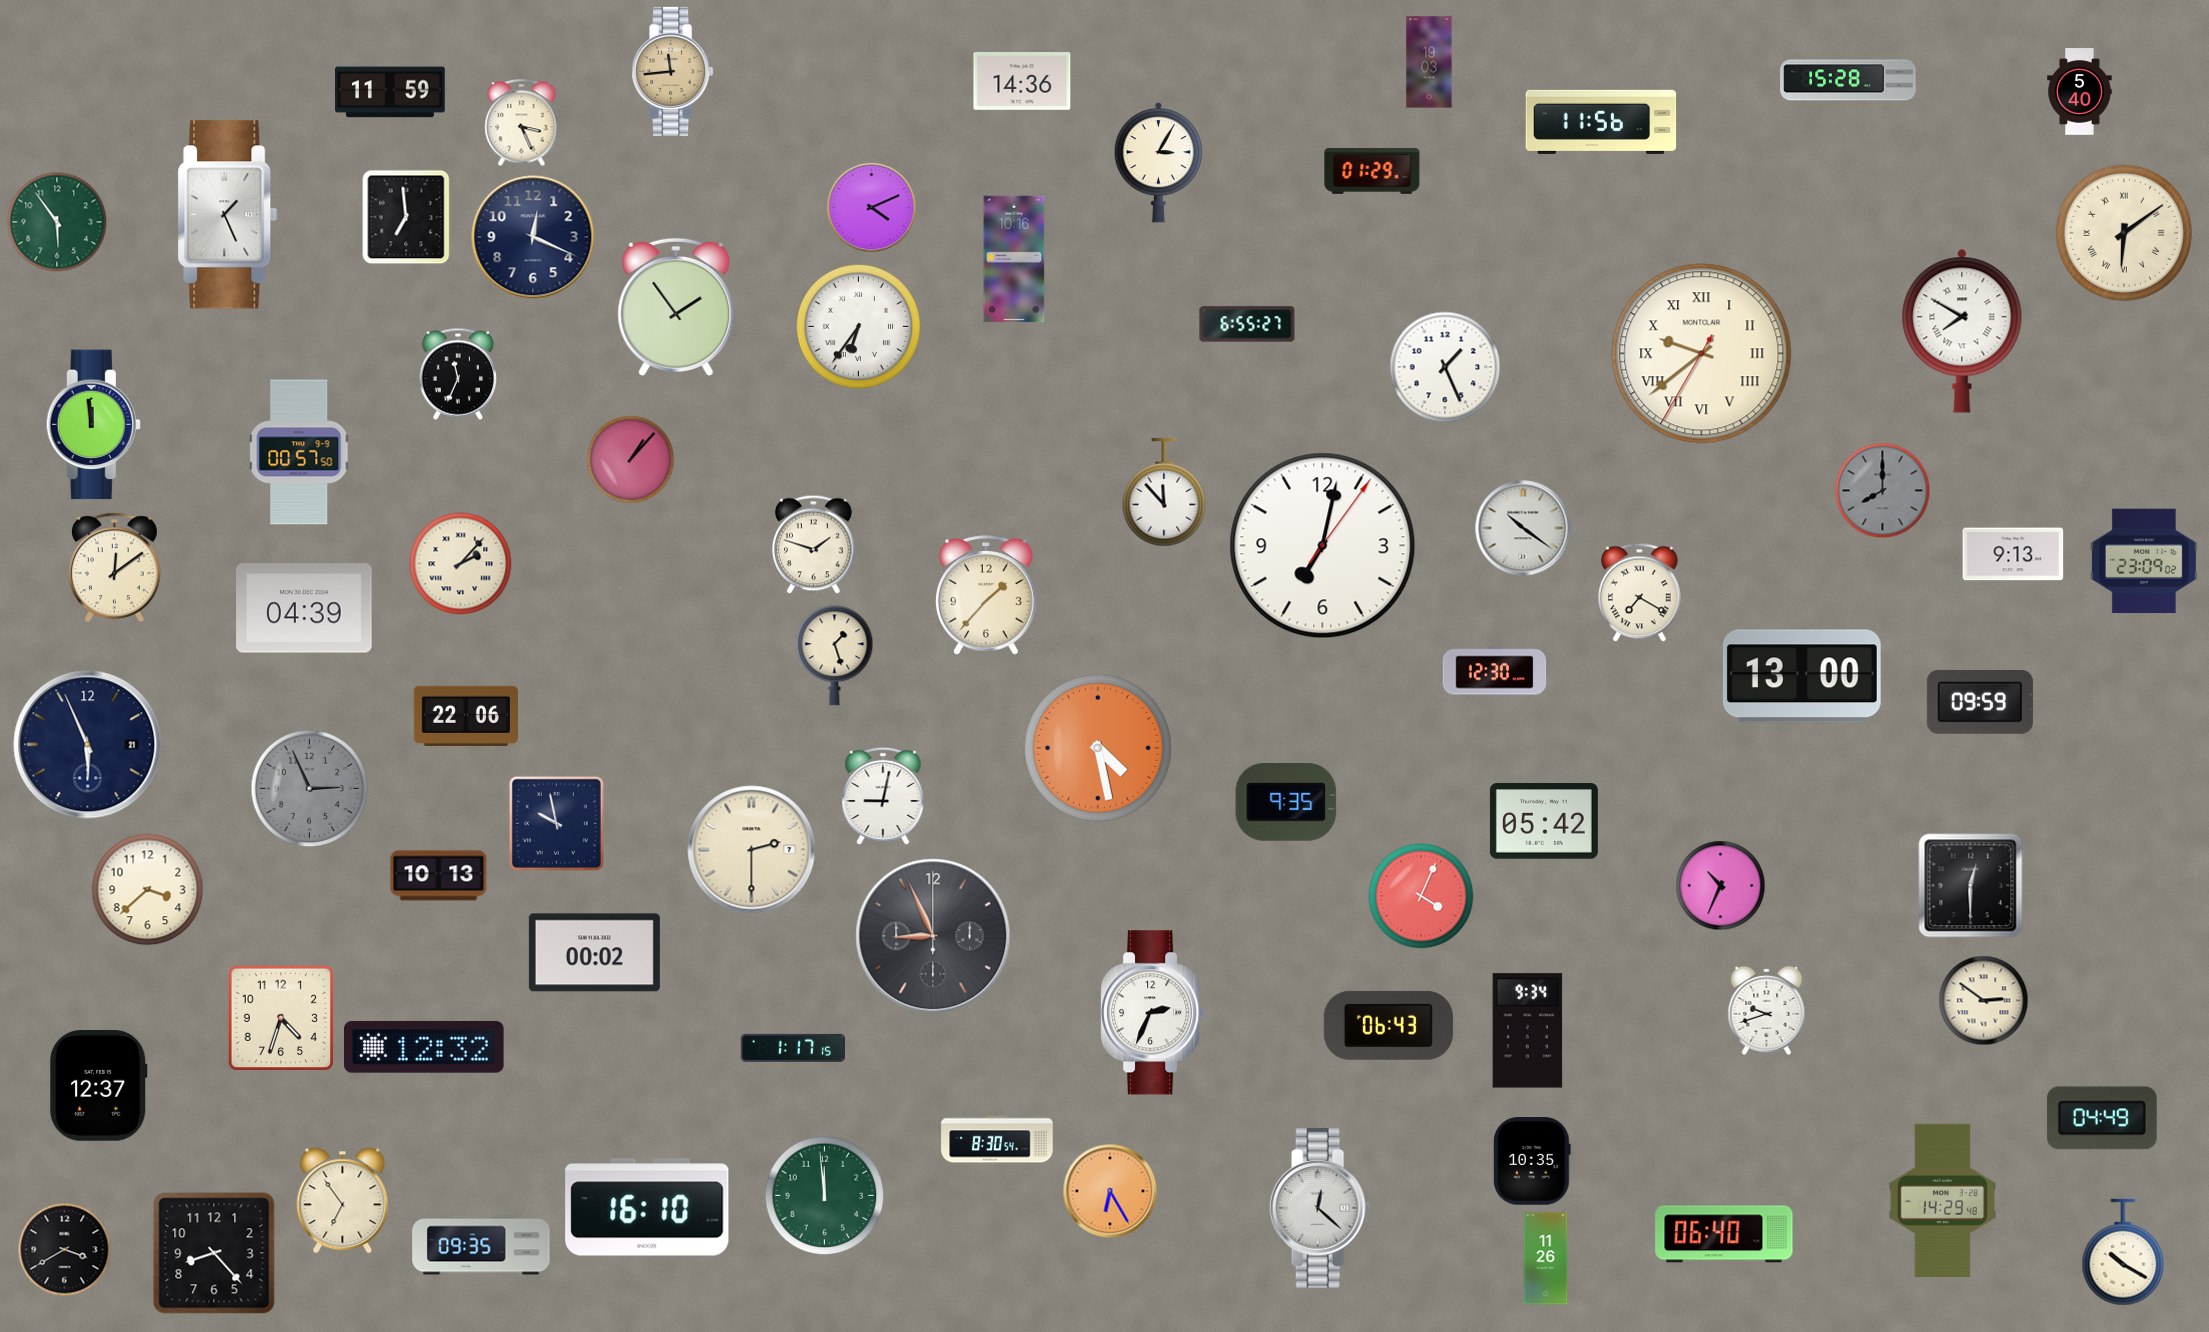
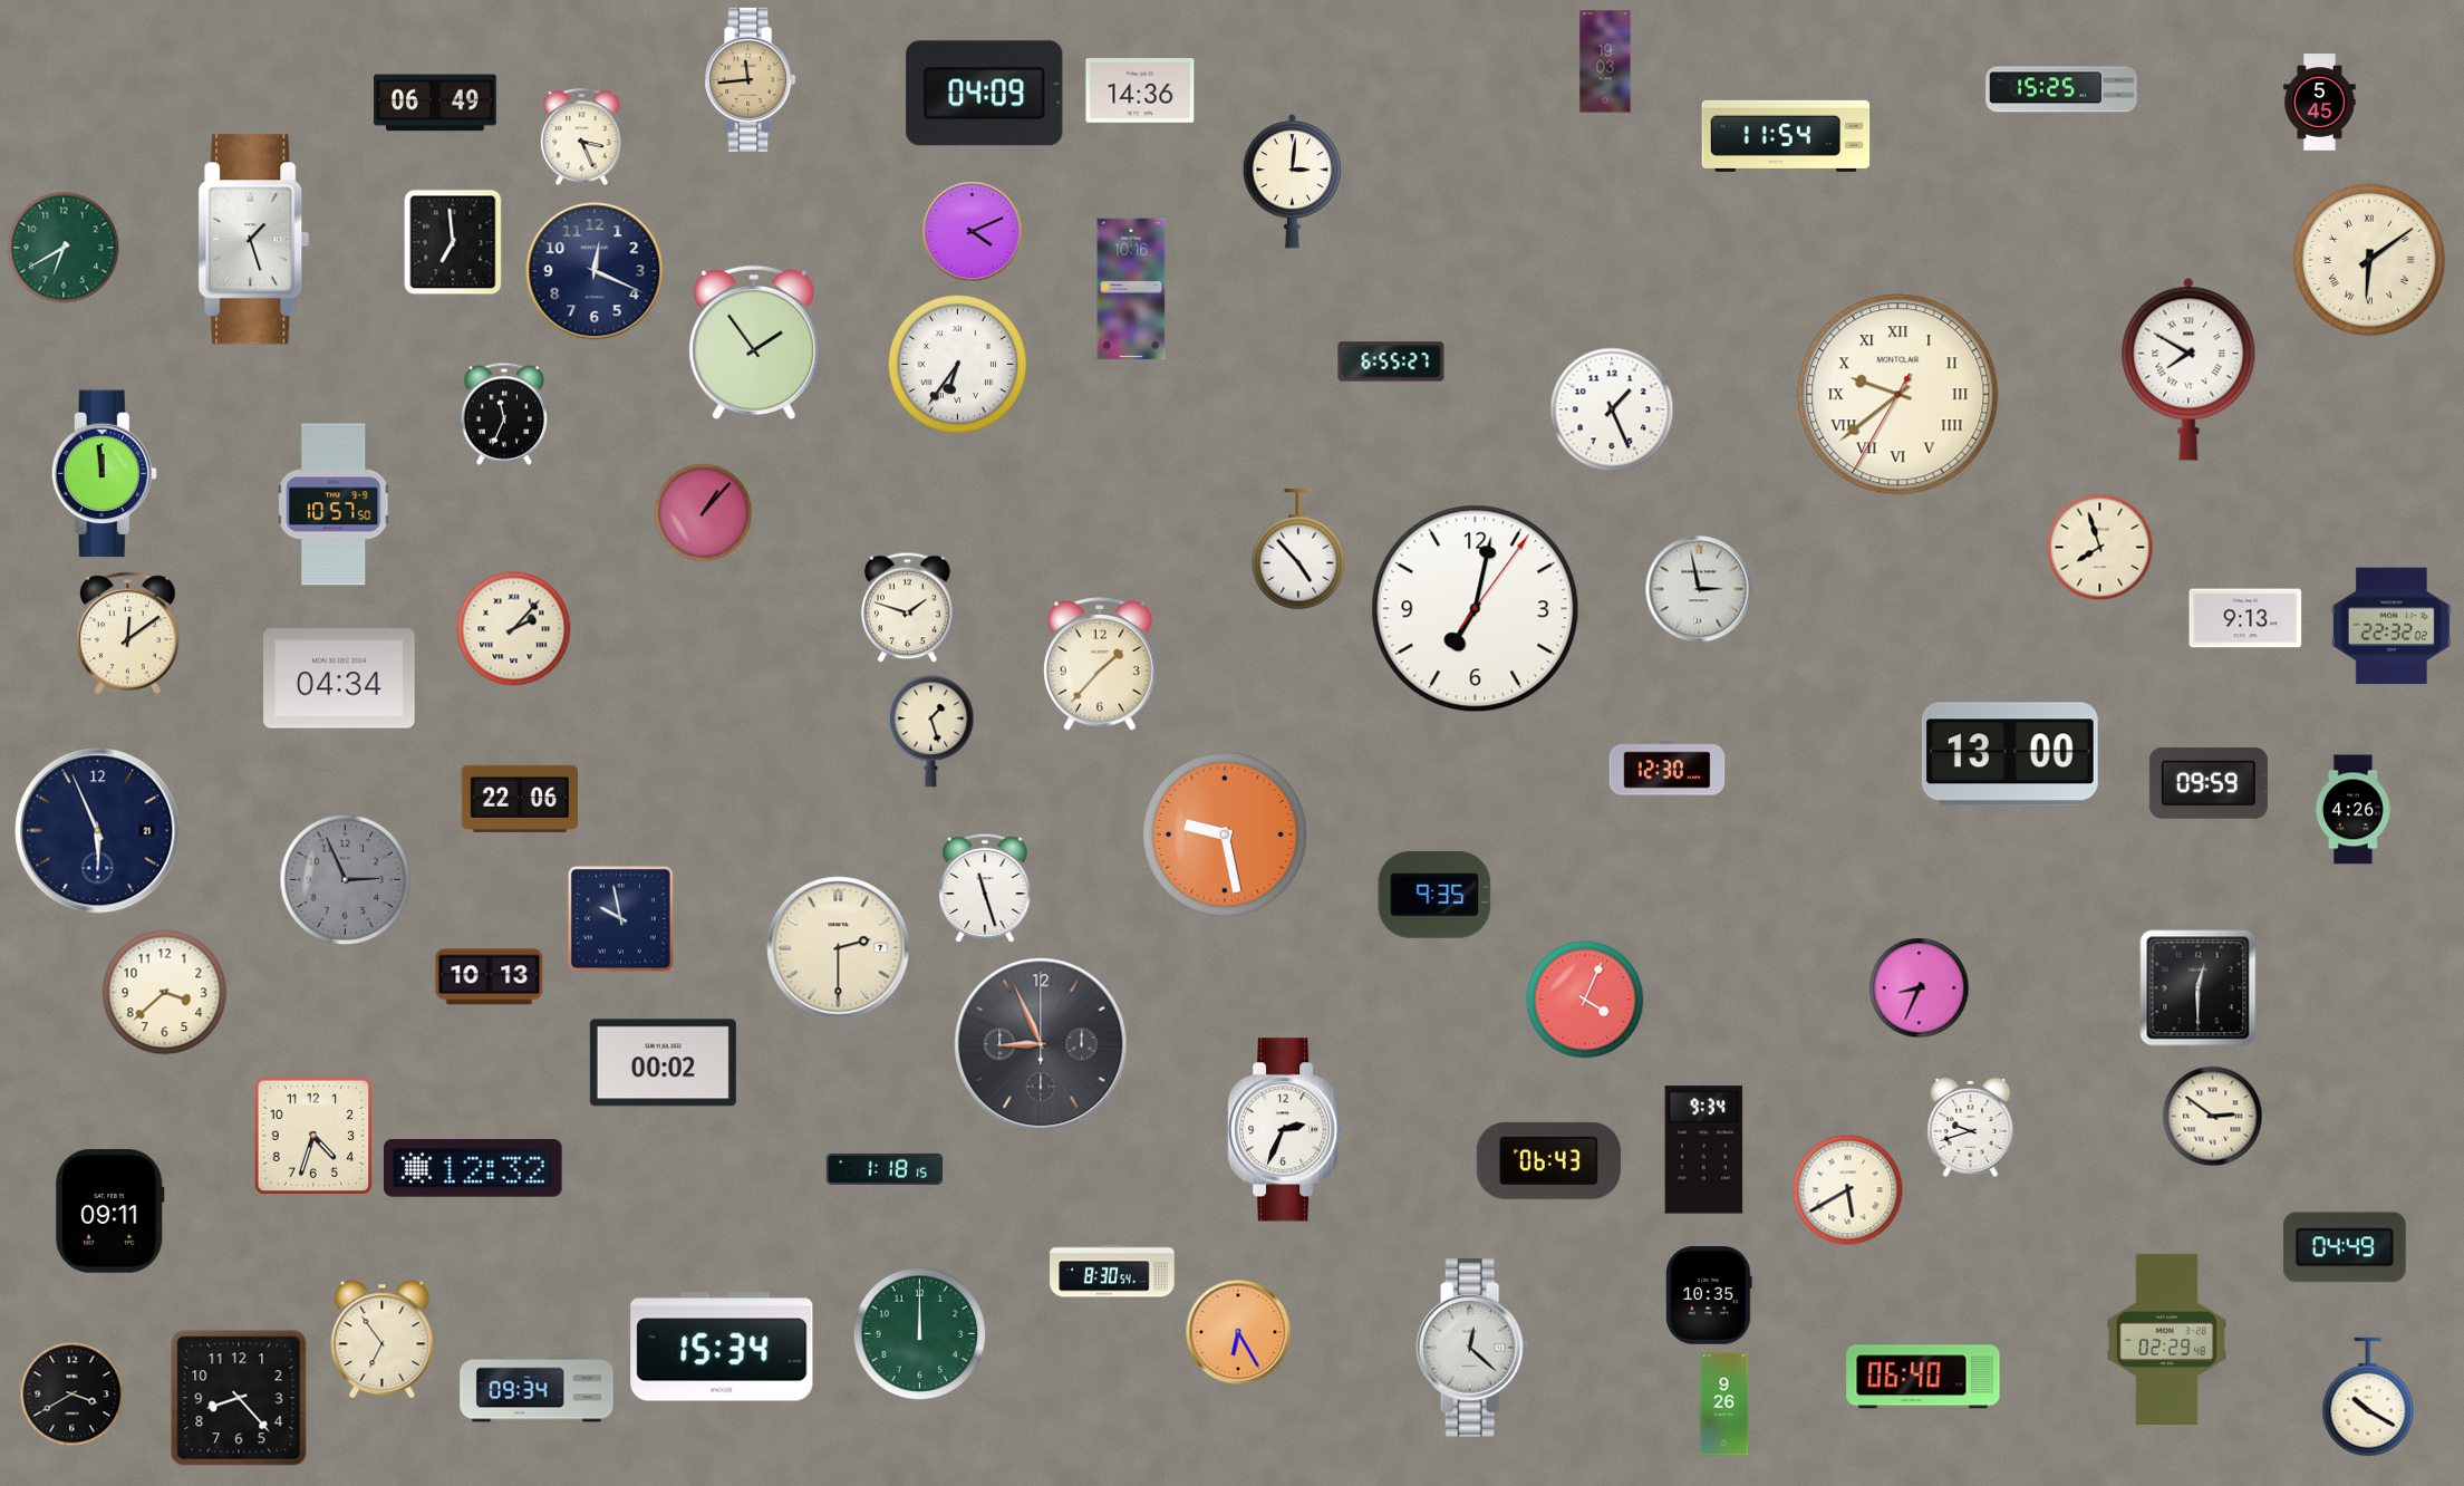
clock at (1429, 62) position: (1429, 62) -> (1605, 61)
clock at (1848, 80): 15:28 -> 15:25
clock at (985, 94): none -> 04:09
clock at (391, 92): 11:59 -> 06:49
clock at (2080, 92): 5:40 -> 5:45
clock at (1601, 122): 11:56 -> 11:54
clock at (1158, 163): 3:05 -> 3:01
clock at (1372, 172): 01:29 -> none
clock at (228, 215): 1:26 -> 1:27
clock at (57, 222): 5:54 -> 6:40
clock at (533, 237) position: (533, 237) -> (595, 271)
clock at (457, 374) position: (457, 374) -> (503, 414)
clock at (300, 452): 00:57 -> 10:57
clock at (1883, 491): 8:00 -> 7:57
clock at (1883, 491) dial: grey -> cream
clock at (1164, 492): 11:53 -> 4:53
clock at (1523, 528): 10:21 -> 2:58
clock at (2144, 561): 23:09 -> 22:32
clock at (1640, 593): 7:20 -> none
clock at (304, 608): 04:39 -> 04:34
clock at (1495, 671) position: (1495, 671) -> (1668, 769)
clock at (2354, 810): none -> 4:26
clock at (1098, 748): 4:28 -> 9:28
clock at (883, 796): 9:02 -> 11:27
clock at (1544, 821): 05:42 -> none
clock at (1721, 886): 10:34 -> 8:34
clock at (1388, 1025) position: (1388, 1025) -> (1548, 1160)
clock at (792, 1048): 1:17 -> 1:18
clock at (1848, 1190): none -> 5:40
clock at (99, 1086): 12:37 -> 09:11
clock at (1110, 1191) position: (1110, 1191) -> (1238, 1332)
clock at (825, 1196): 11:59 -> 12:00
clock at (1942, 1200): 14:29 -> 02:29
clock at (647, 1207): 16:10 -> 15:34
clock at (481, 1245): 09:35 -> 09:34
clock at (1546, 1259): 11:26 -> 9:26
